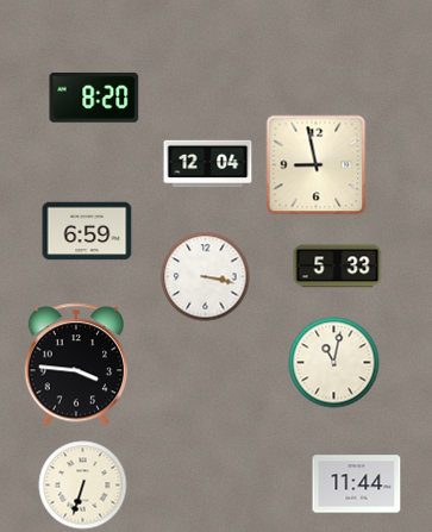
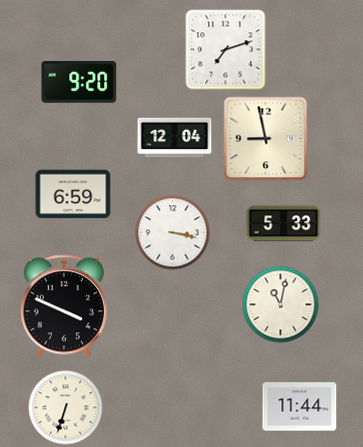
clock at (226, 50): none -> 7:12
clock at (94, 98): 8:20 -> 9:20
clock at (75, 364): 3:46 -> 3:49
clock at (83, 486) position: (83, 486) -> (66, 408)
